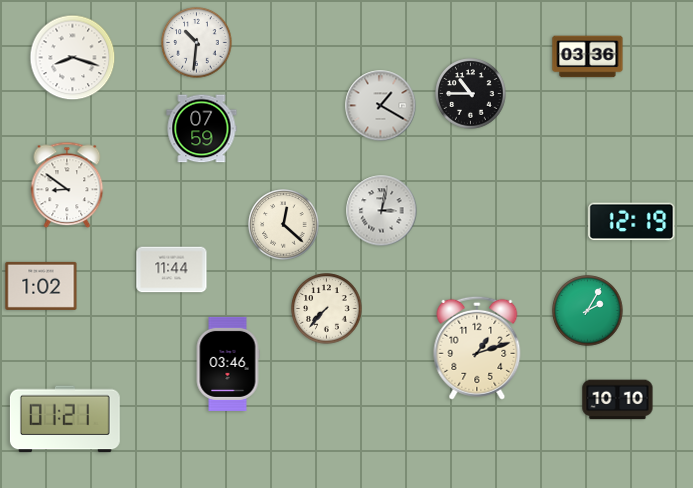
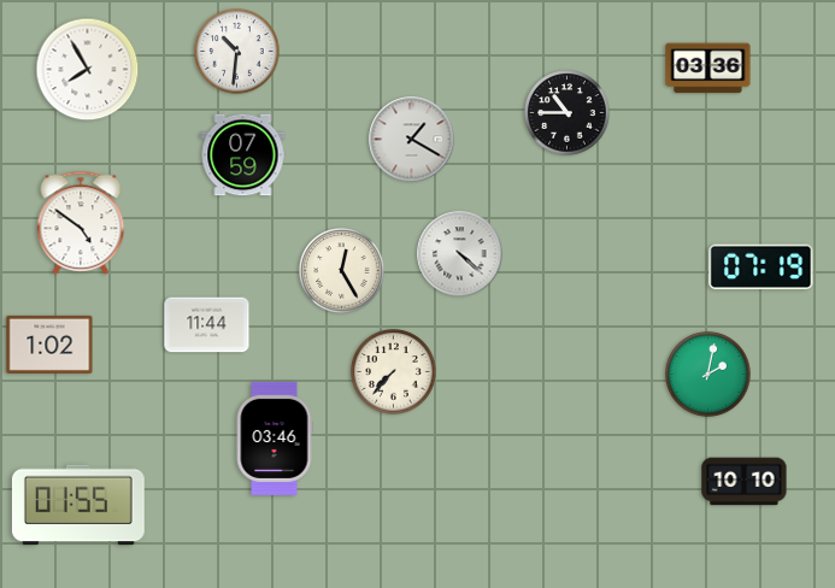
clock at (73, 58): 8:18 -> 7:55
clock at (381, 106) position: (381, 106) -> (412, 140)
clock at (67, 185): 8:51 -> 4:51
clock at (382, 211): 3:02 -> 4:22
clock at (632, 222): 12:19 -> 07:19
clock at (284, 225): 12:22 -> 12:25
clock at (588, 311): 2:05 -> 2:02
clock at (477, 348): 1:12 -> none
clock at (65, 419): 01:21 -> 01:55
